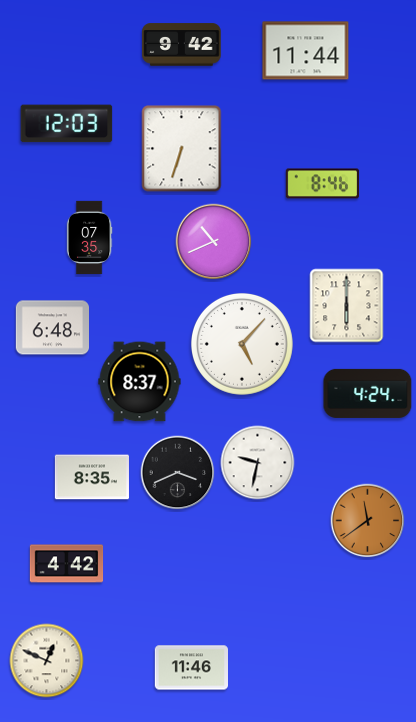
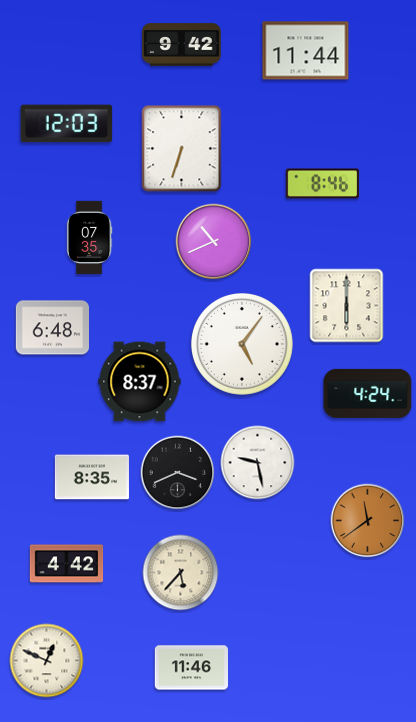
clock at (242, 344): 5:07 -> 5:06
clock at (258, 463): 9:32 -> 9:28
clock at (181, 573): none -> 5:37
